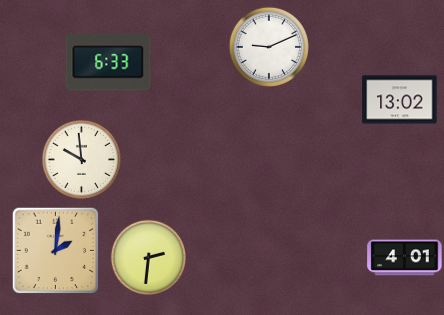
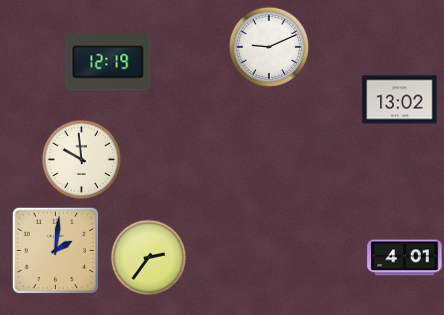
clock at (108, 62): 6:33 -> 12:19
clock at (148, 257): 2:31 -> 2:36
